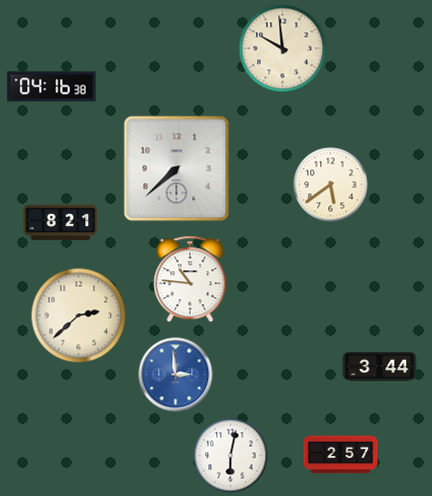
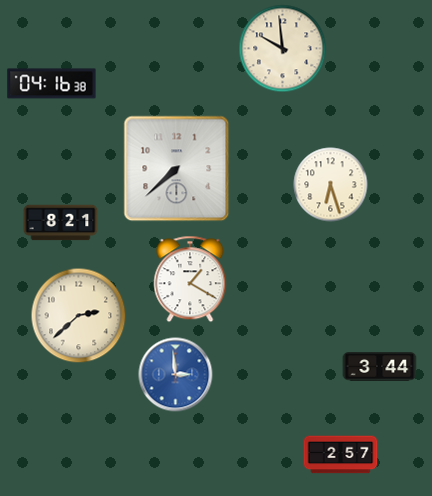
clock at (52, 87) position: (52, 87) -> (52, 84)
clock at (331, 185): 5:39 -> 6:27
clock at (190, 279): 10:46 -> 1:20
clock at (231, 456): 6:02 -> none
